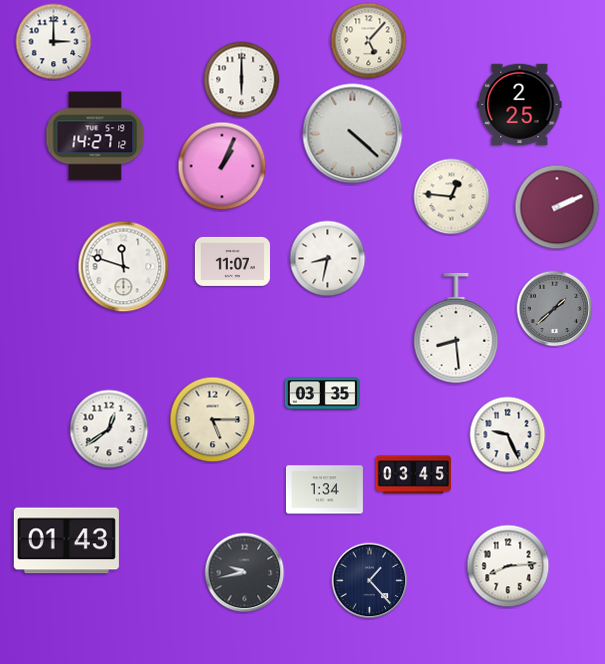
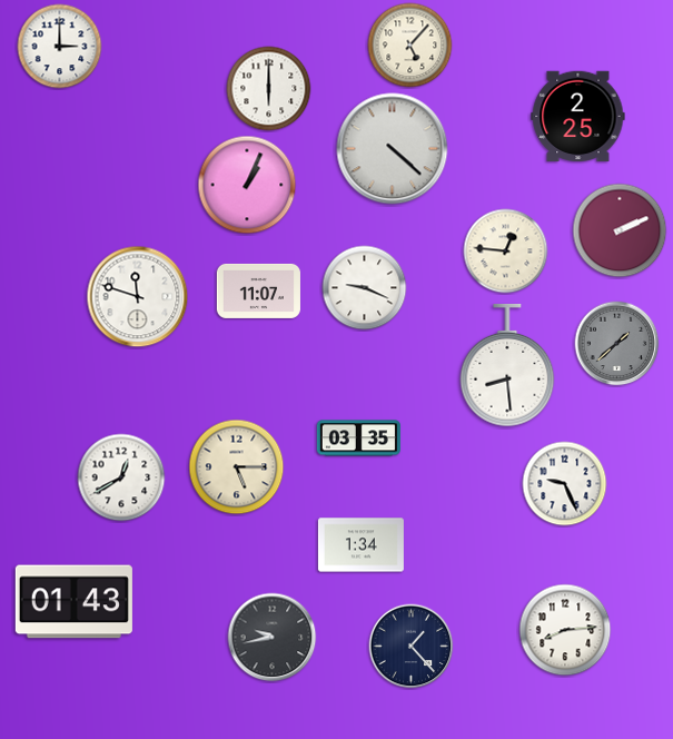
clock at (95, 136): 14:27 -> none
clock at (452, 197) position: (452, 197) -> (506, 252)
clock at (328, 259): 8:32 -> 9:19
clock at (109, 429): 12:39 -> 12:40
clock at (413, 475): 03:45 -> none
